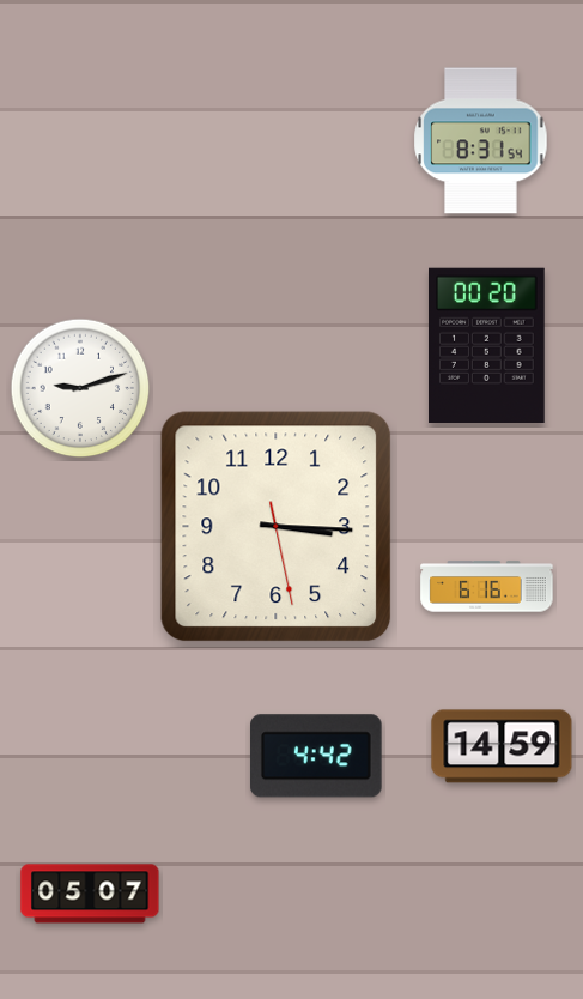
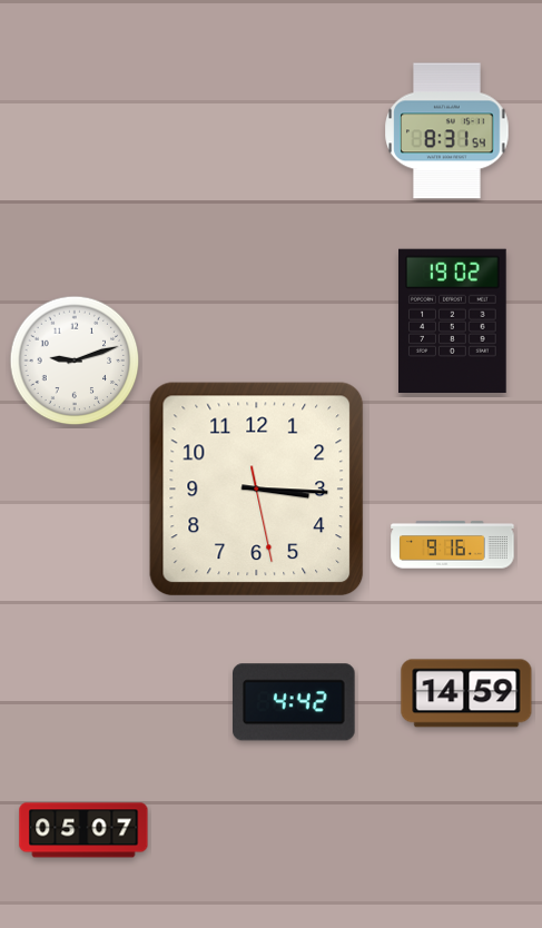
clock at (487, 345): 00:20 -> 19:02
clock at (487, 587): 6:16 -> 9:16
